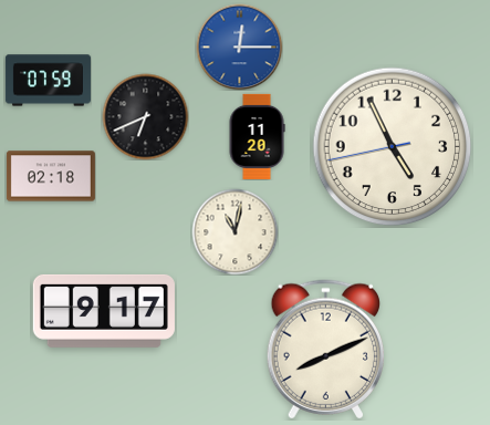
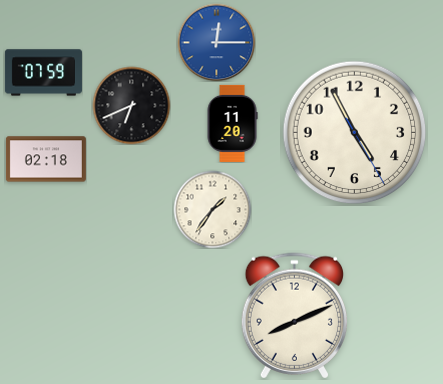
clock at (393, 147): 4:55:43 -> 4:55:25
clock at (234, 231): 11:02 -> 1:36
clock at (104, 311): 9:17 -> none
